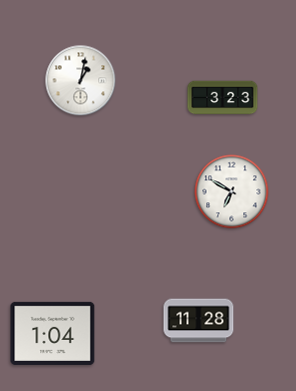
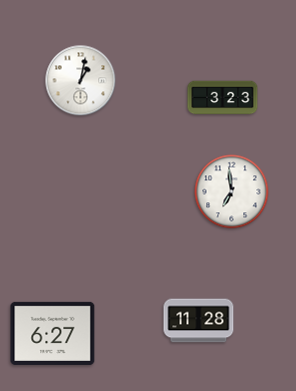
clock at (232, 192): 6:50 -> 6:59
clock at (53, 333): 1:04 -> 6:27
